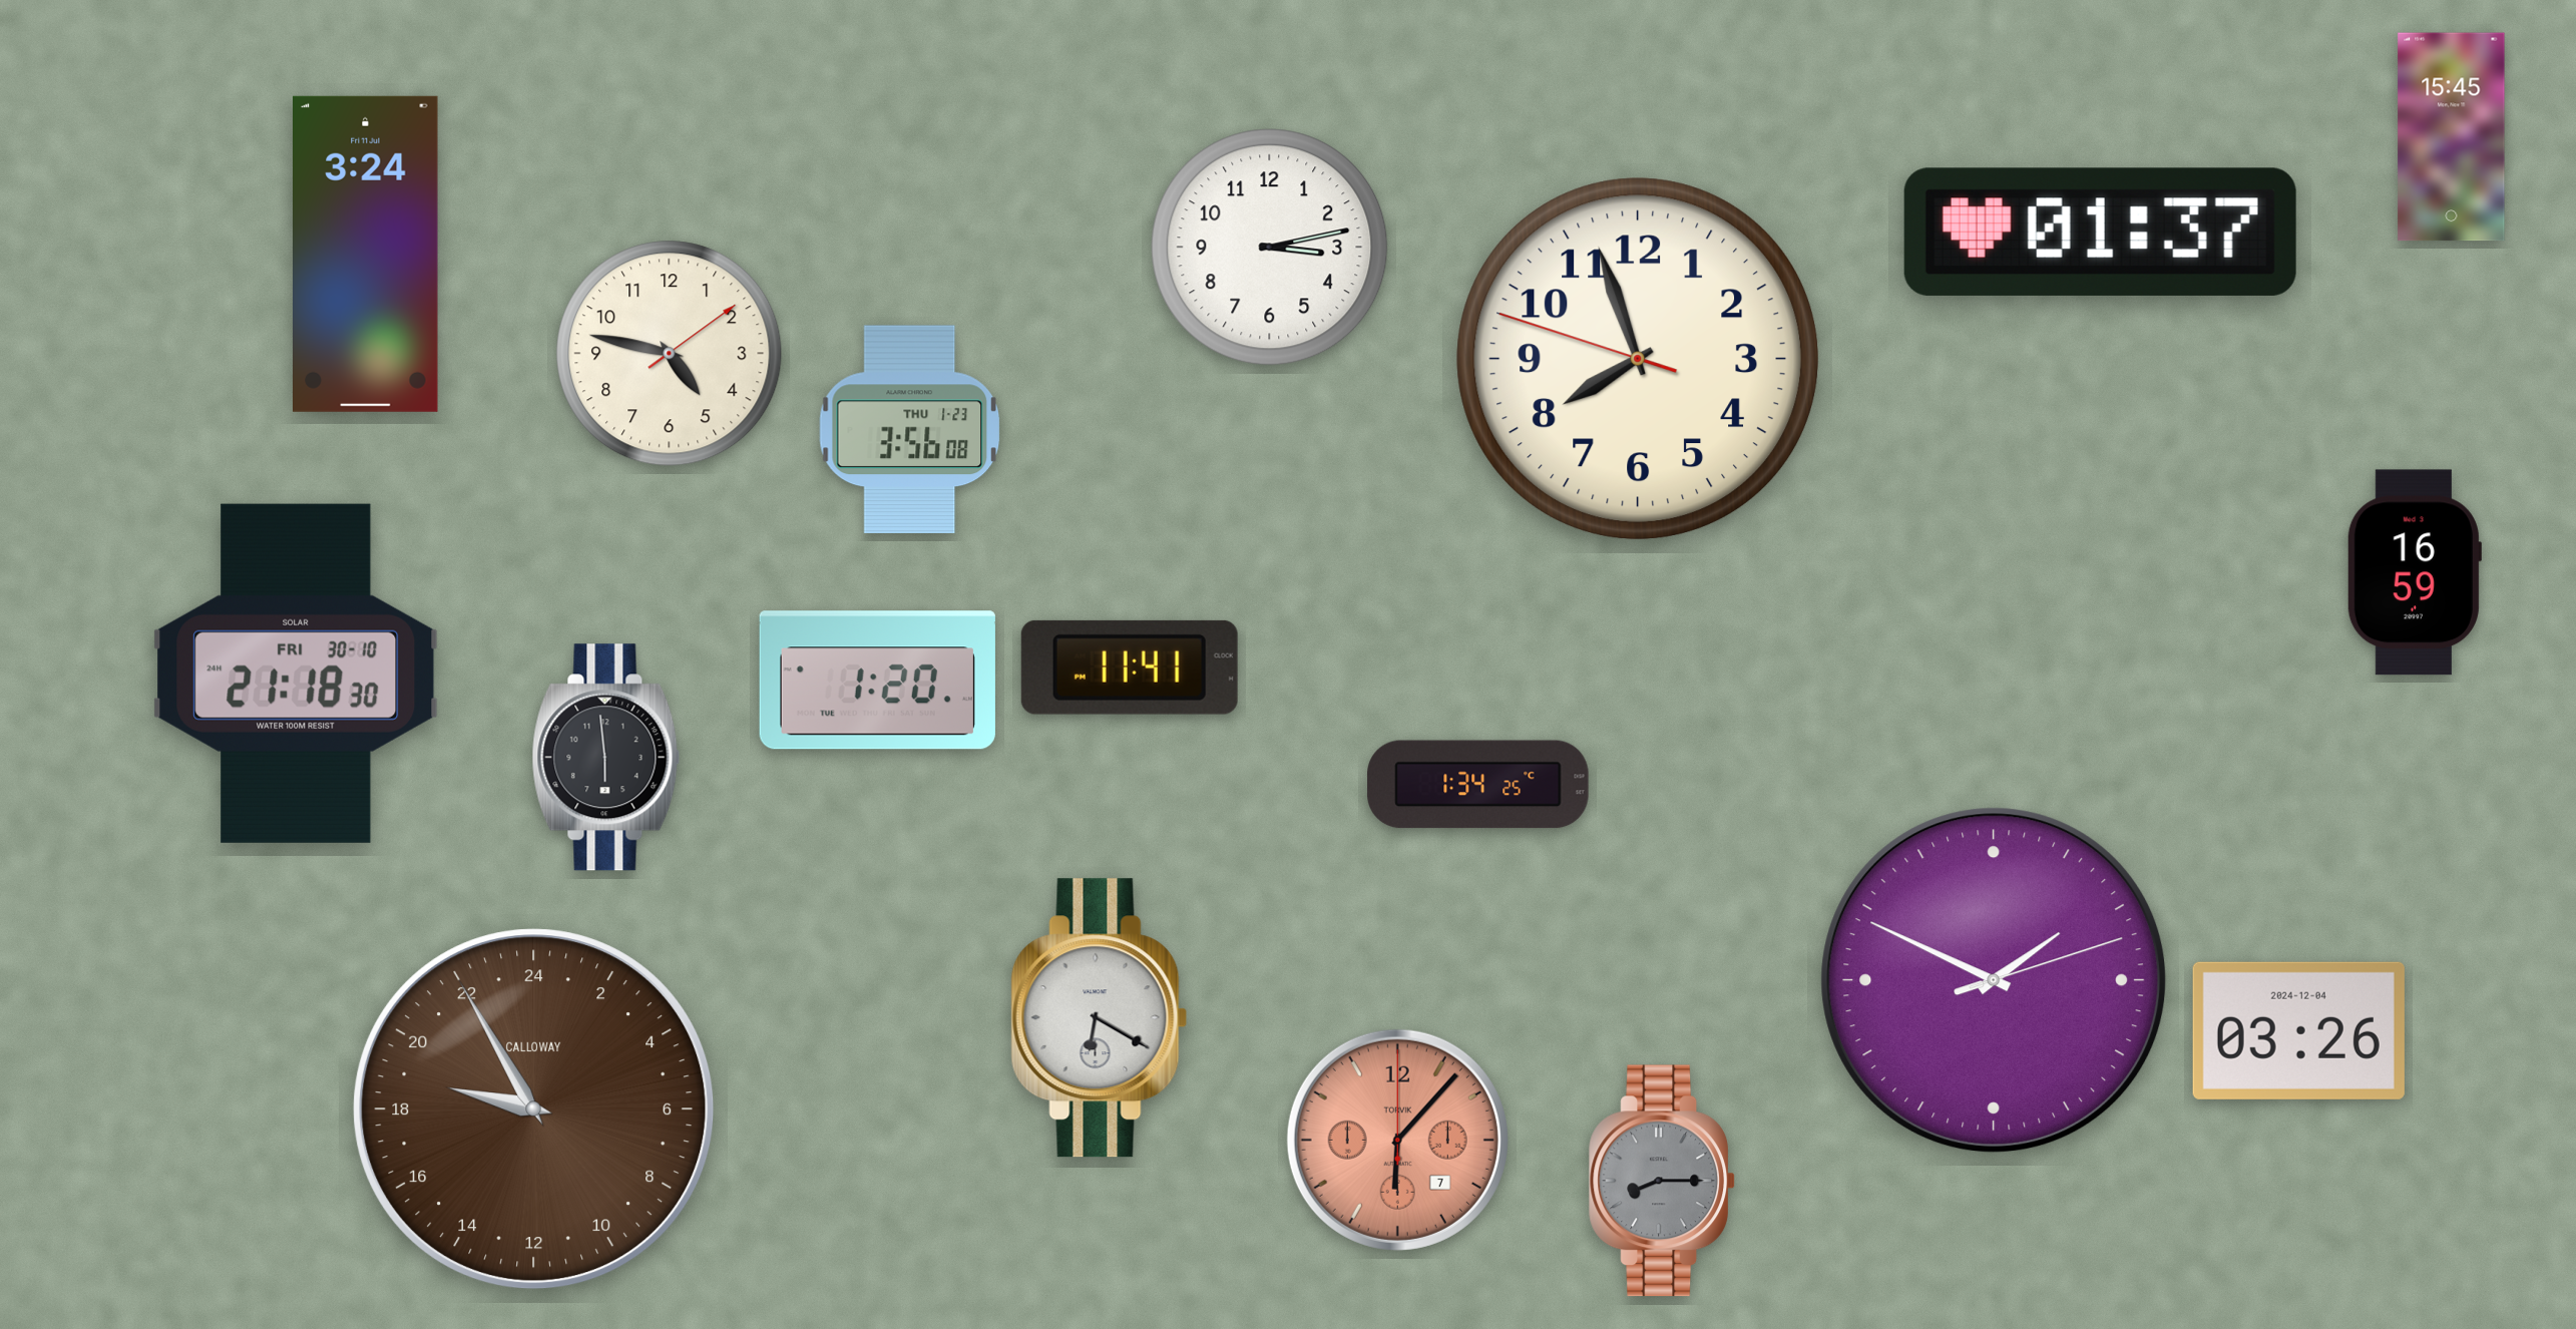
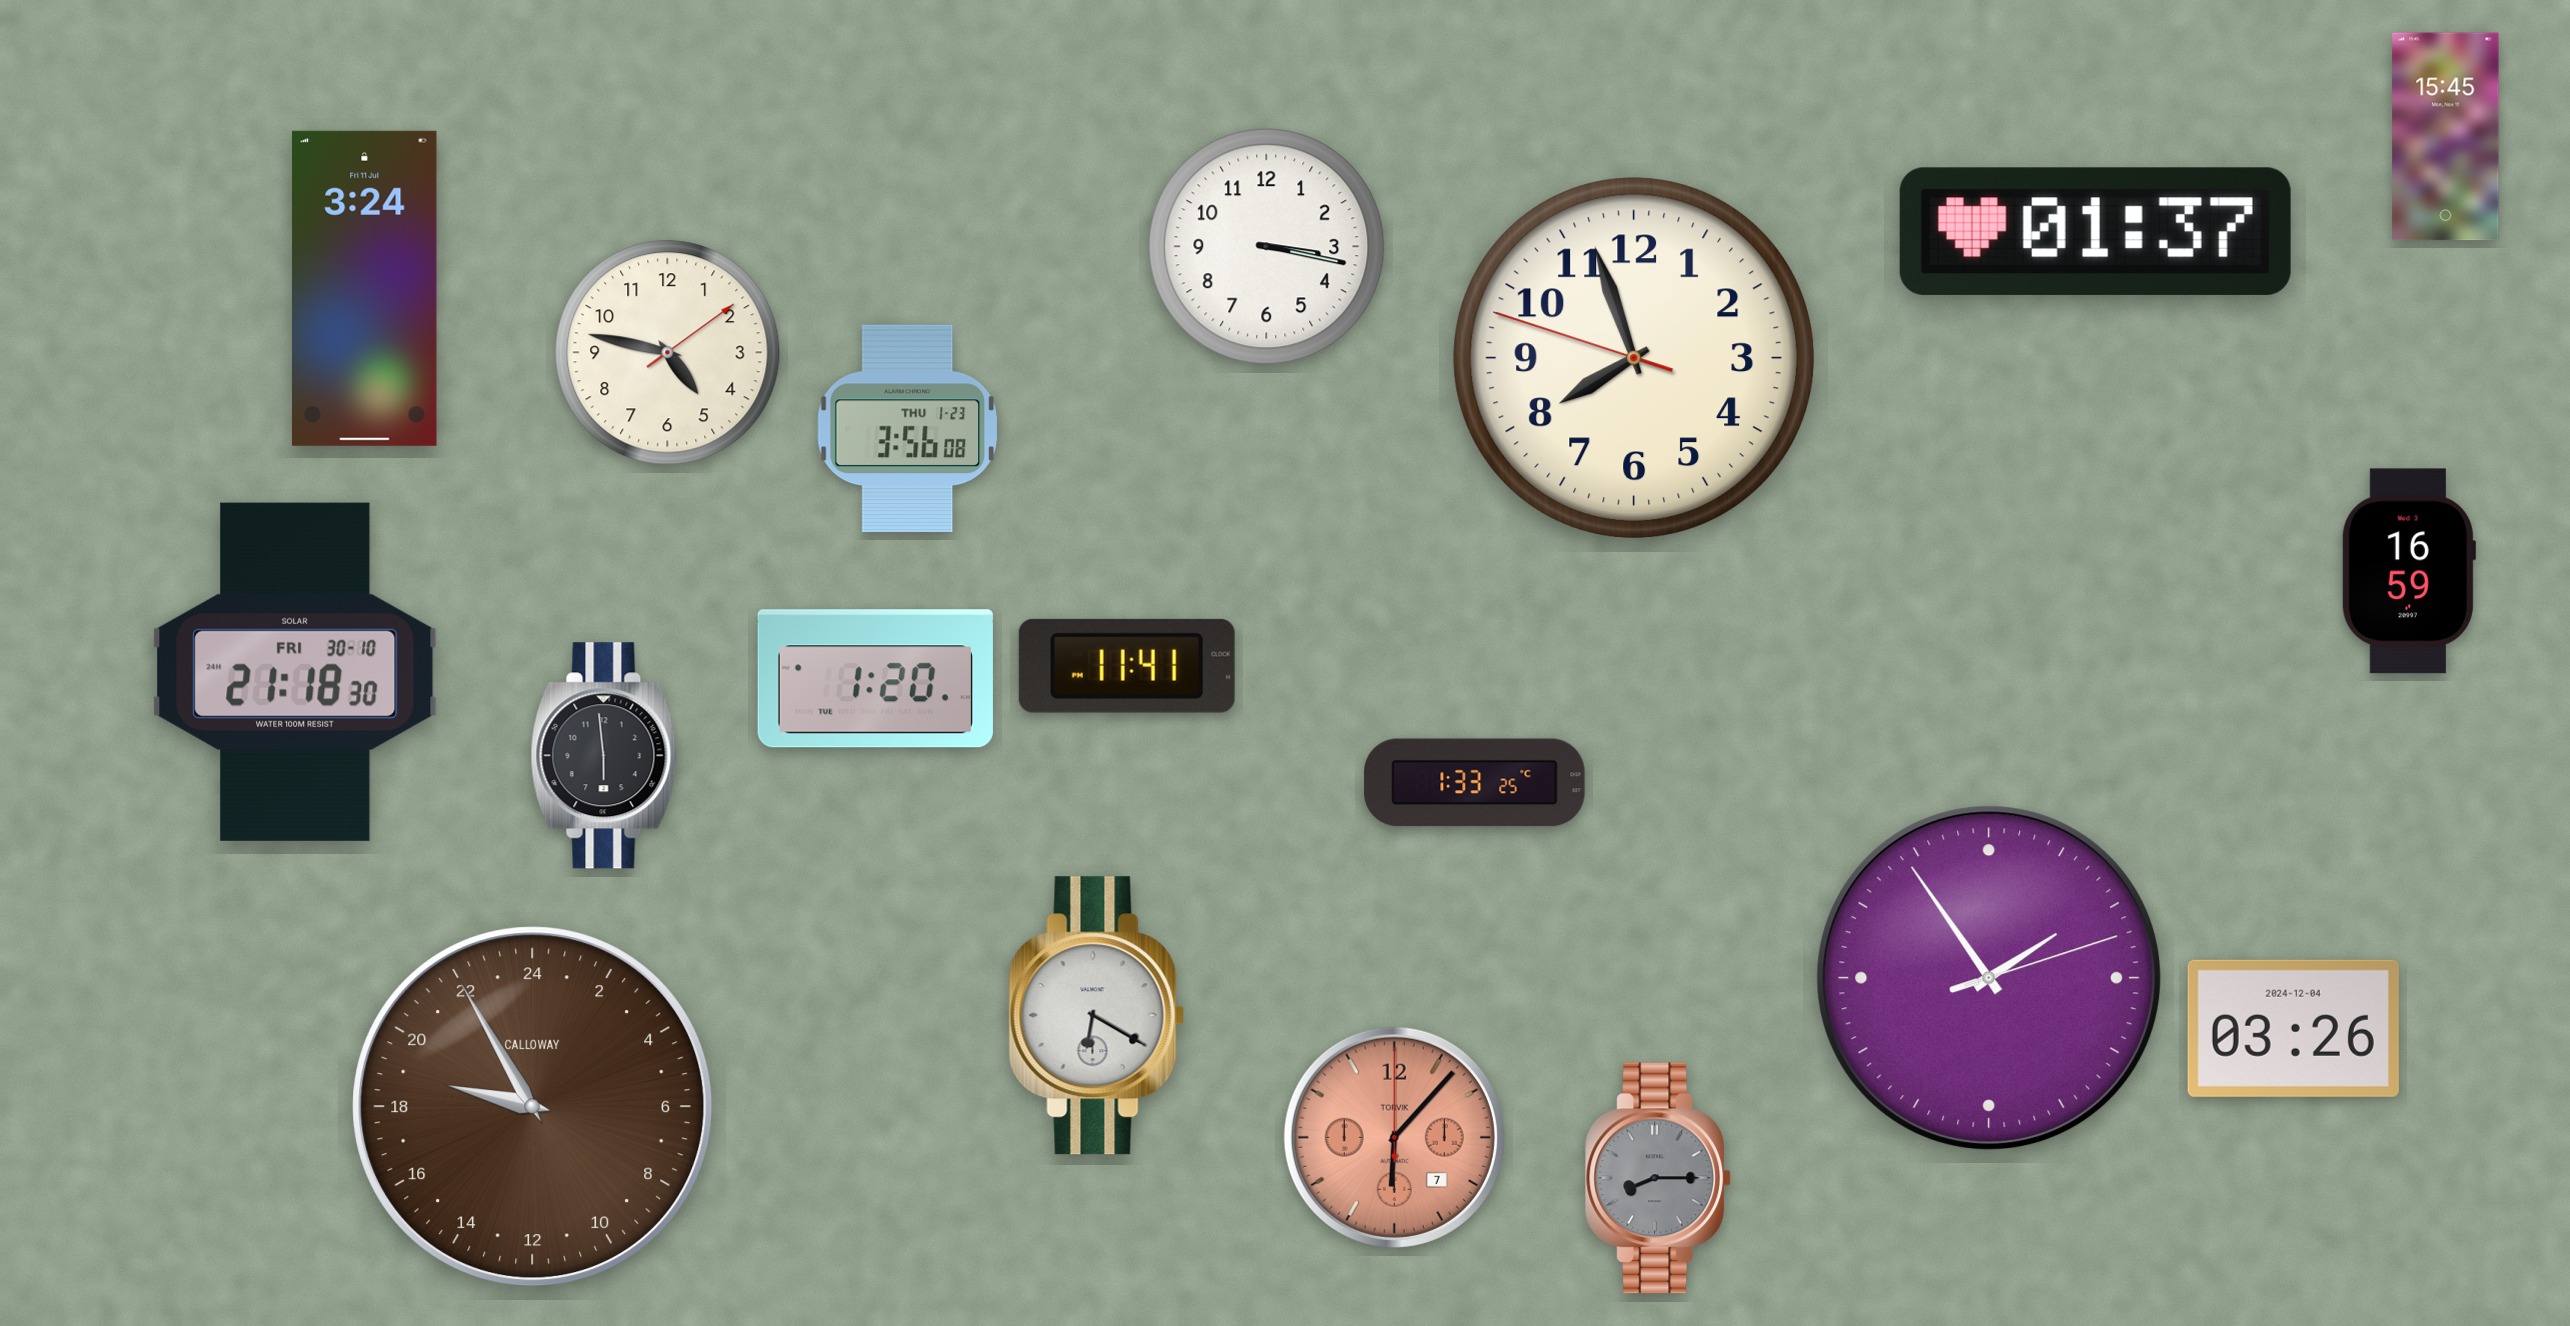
clock at (1270, 248): 3:13 -> 3:17
clock at (366, 254) position: (366, 254) -> (365, 288)
clock at (1478, 785): 1:34 -> 1:33
clock at (1994, 980): 1:49 -> 1:54
